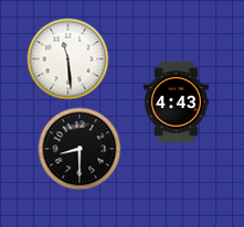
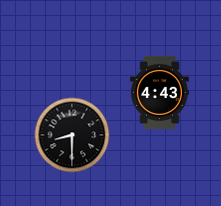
clock at (68, 60): 11:29 -> none
